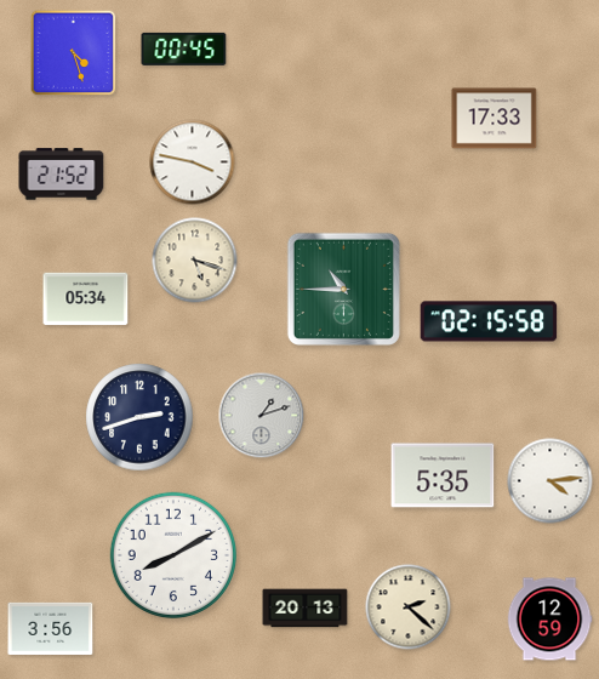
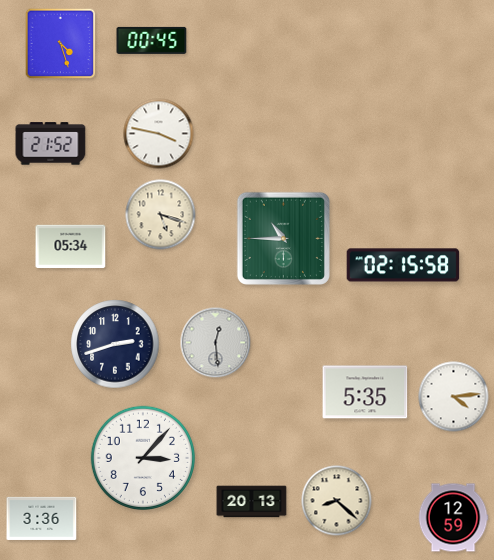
clock at (495, 119): 17:33 -> none
clock at (262, 416): 1:12 -> 12:29
clock at (172, 554): 8:10 -> 3:07
clock at (409, 607): 2:22 -> 8:22
clock at (549, 620) position: (549, 620) -> (453, 518)
clock at (51, 628): 3:56 -> 3:36
